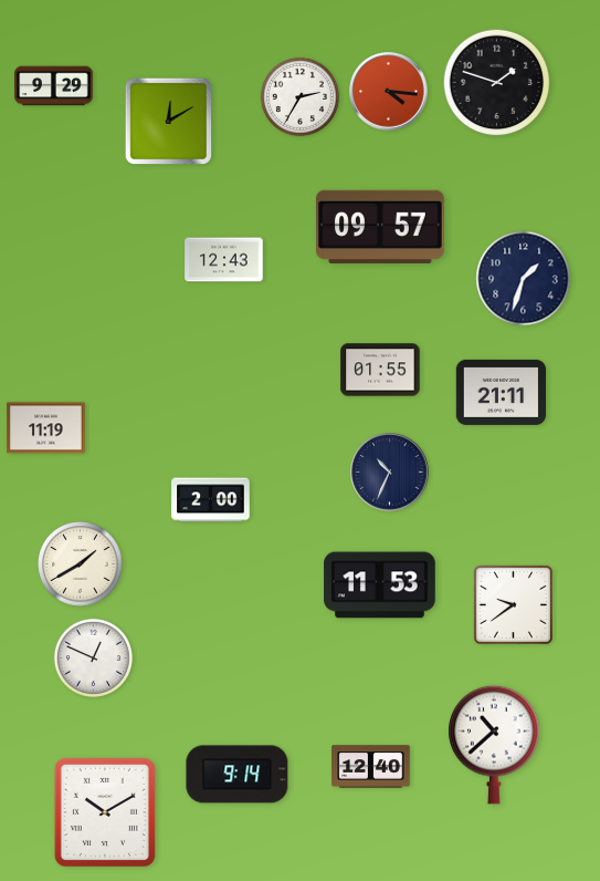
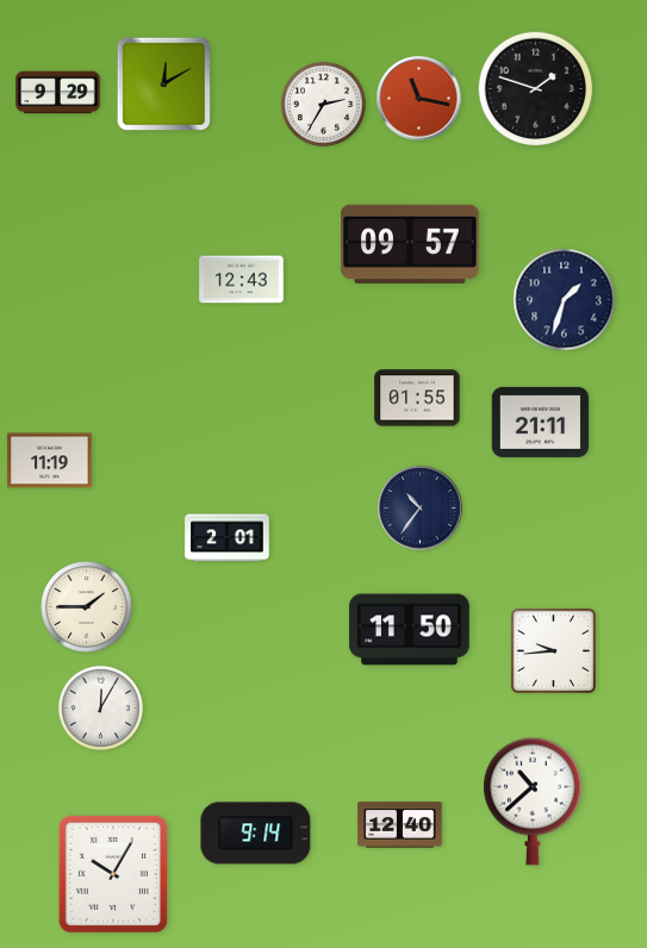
clock at (389, 92): 4:16 -> 11:17
clock at (168, 121) position: (168, 121) -> (163, 83)
clock at (380, 370) position: (380, 370) -> (417, 398)
clock at (390, 473): 10:34 -> 10:36
clock at (211, 500): 2:00 -> 2:01
clock at (81, 564): 1:40 -> 1:45
clock at (380, 585): 11:53 -> 11:50
clock at (513, 604): 9:39 -> 9:44
clock at (93, 657): 12:49 -> 12:05
clock at (105, 812): 10:10 -> 10:05
